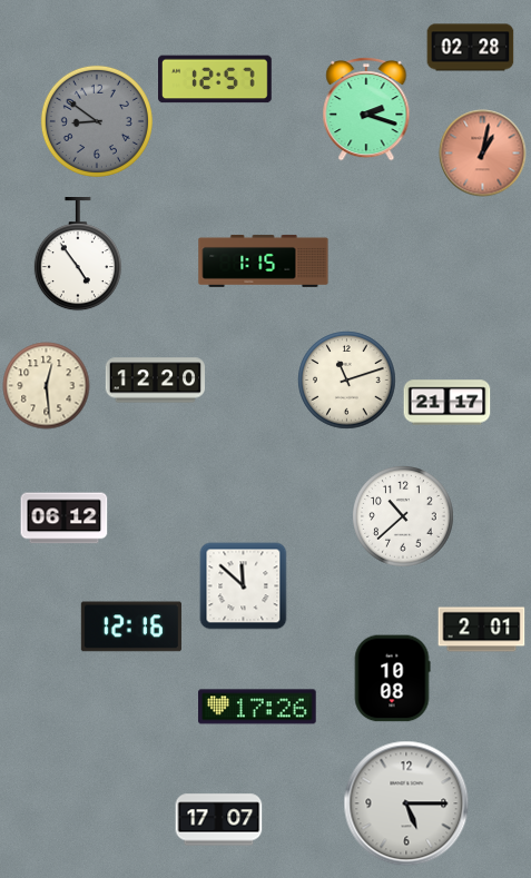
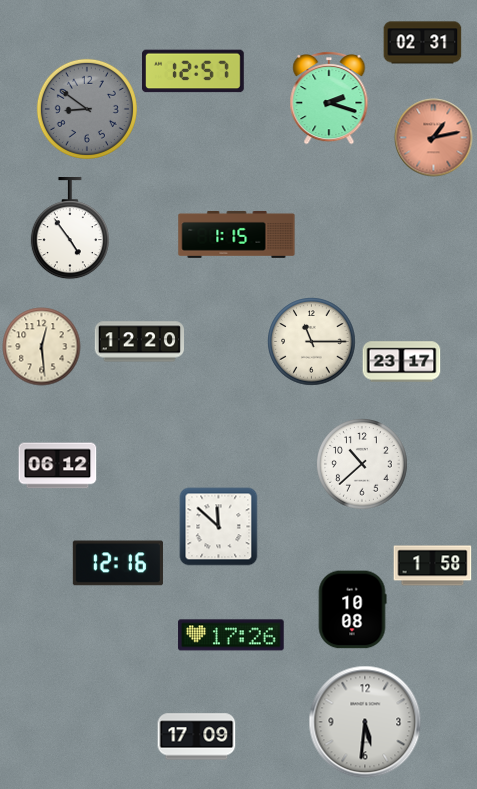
clock at (470, 48): 02:28 -> 02:31
clock at (482, 152): 1:02 -> 1:13
clock at (346, 379): 11:12 -> 11:15
clock at (446, 403): 21:17 -> 23:17
clock at (481, 630): 2:01 -> 1:58
clock at (406, 803): 5:15 -> 5:31
clock at (218, 820): 17:07 -> 17:09
